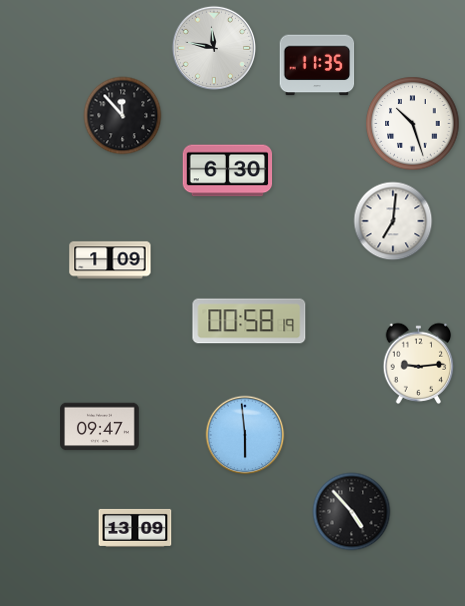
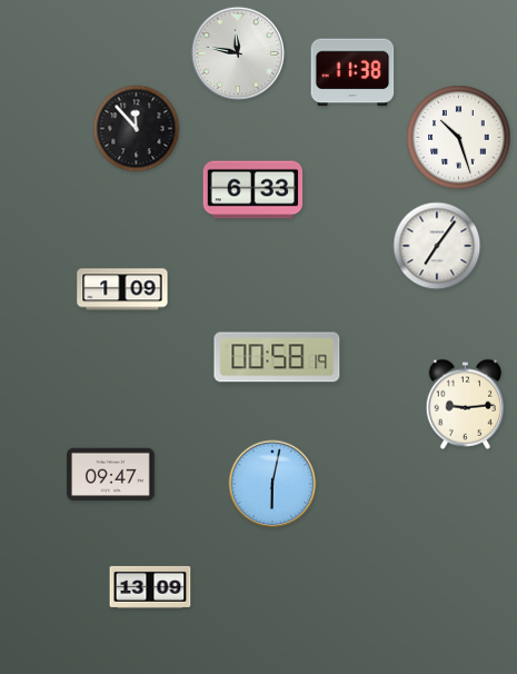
clock at (317, 65): 11:35 -> 11:38
clock at (228, 171): 6:30 -> 6:33
clock at (393, 221): 7:01 -> 7:06
clock at (245, 435): 5:59 -> 6:02
clock at (352, 512): 4:53 -> none
